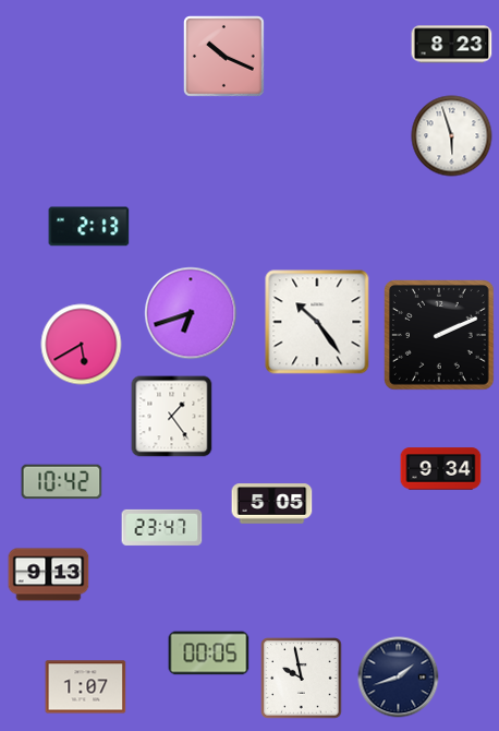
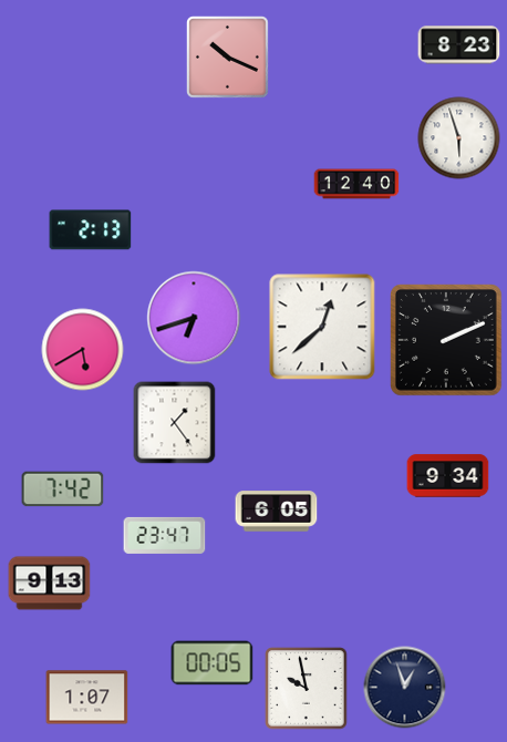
clock at (356, 184): none -> 12:40
clock at (317, 322): 10:24 -> 12:38
clock at (62, 482): 10:42 -> 7:42
clock at (272, 504): 5:05 -> 6:05
clock at (399, 678): 1:42 -> 12:57
